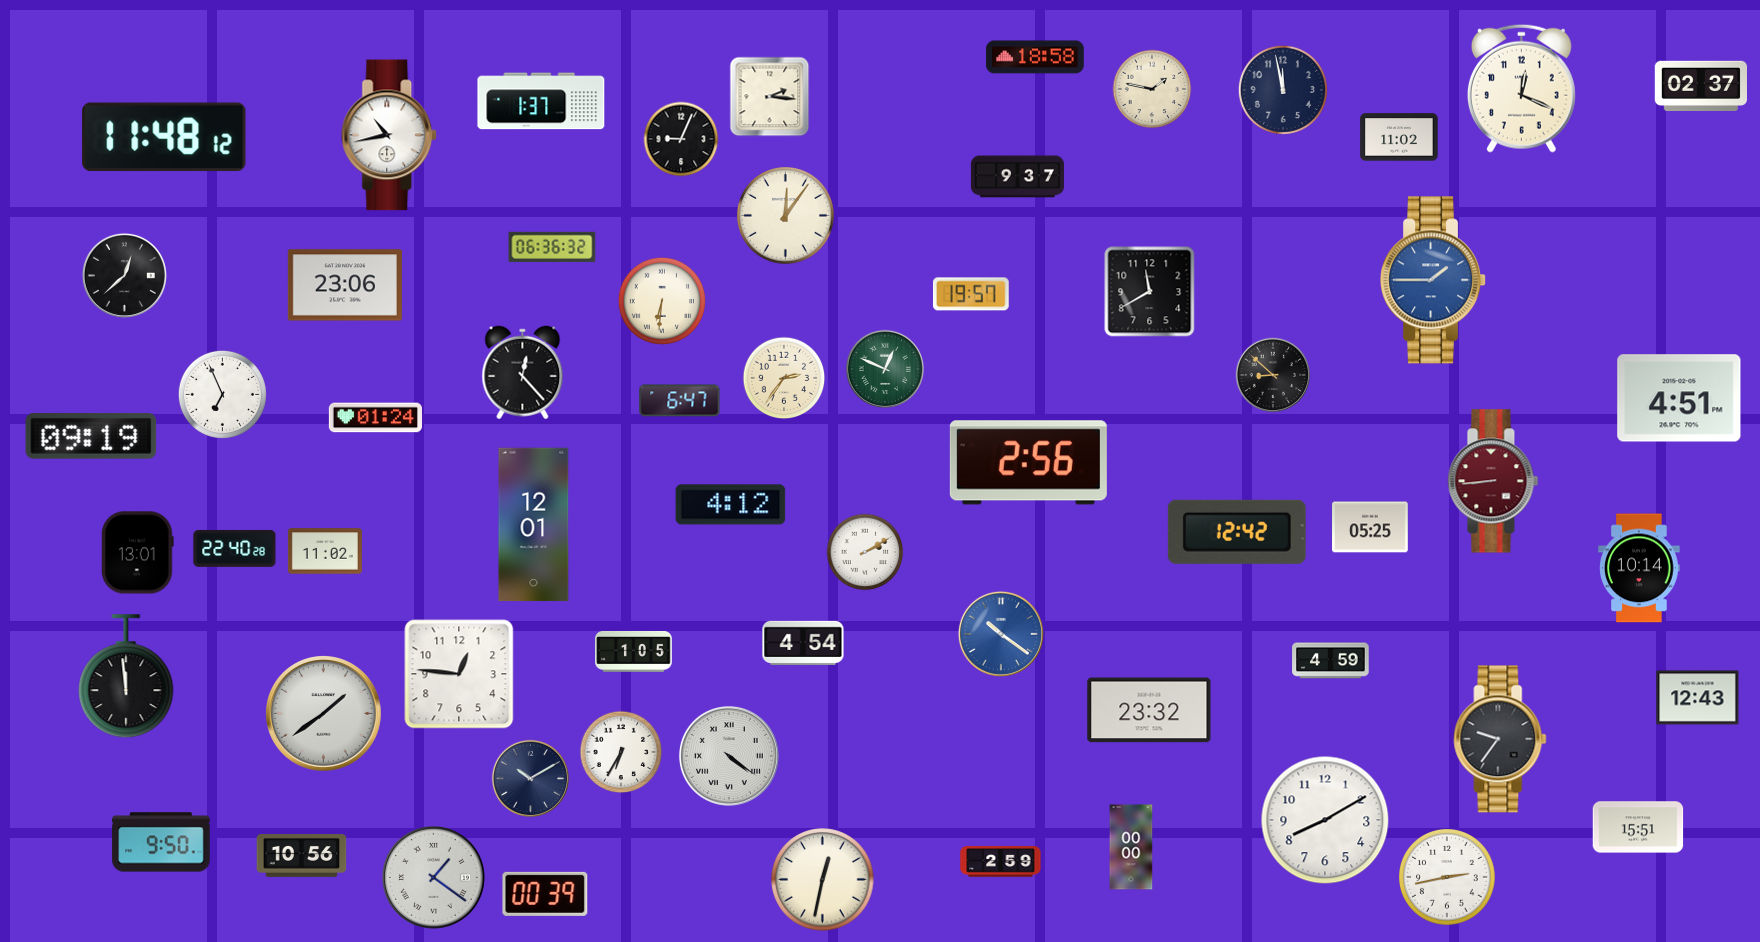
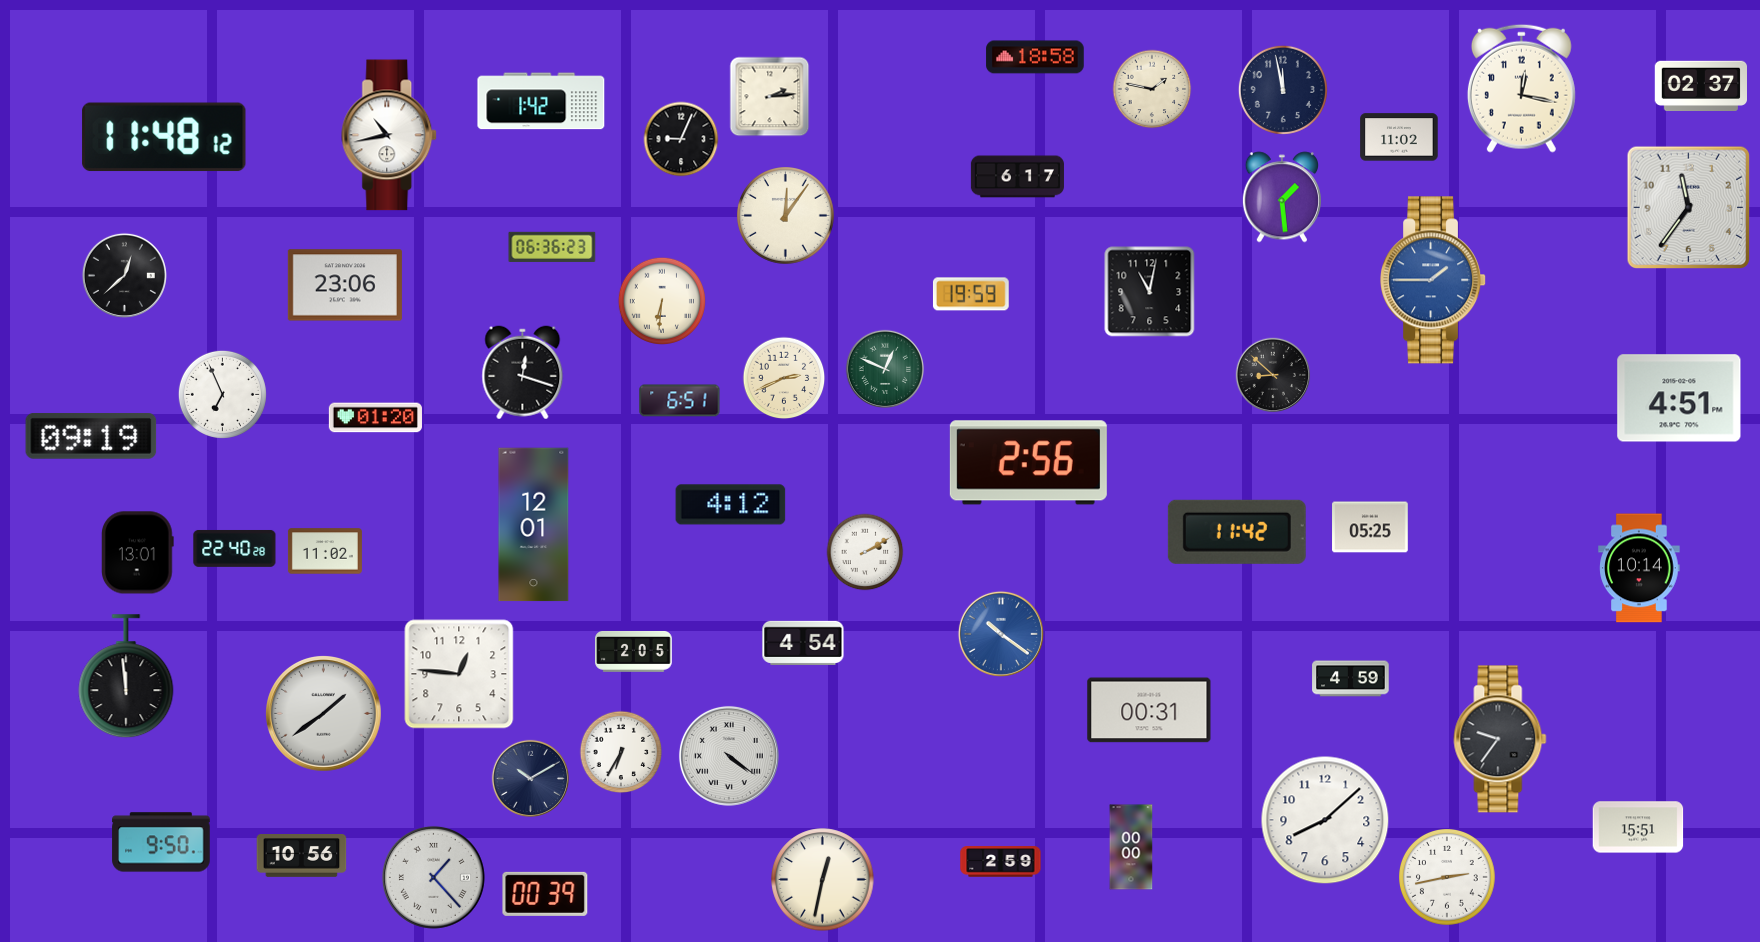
clock at (1521, 88): 12:19 -> 12:17
clock at (770, 97): 2:16 -> 2:14
clock at (541, 101): 1:37 -> 1:42
clock at (1017, 177): 9:37 -> 6:17
clock at (1281, 197): none -> 1:29
clock at (1688, 207): none -> 11:36
clock at (552, 247): 06:36:32 -> 06:36:23
clock at (1150, 292): 11:40 -> 11:02
clock at (971, 294): 19:57 -> 19:59
clock at (523, 373): 12:23 -> 12:18
clock at (784, 378): 2:36 -> 2:41
clock at (680, 401): 6:47 -> 6:51
clock at (375, 418): 01:24 -> 01:20
clock at (1493, 481): 8:44 -> none
clock at (1237, 532): 12:42 -> 11:42
clock at (634, 652): 1:05 -> 2:05
clock at (1331, 661) position: (1331, 661) -> (1351, 679)
clock at (1698, 698): 12:43 -> none
clock at (1149, 710): 23:32 -> 00:31
clock at (1325, 820): 8:10 -> 8:08
clock at (433, 877): 1:21 -> 1:23
